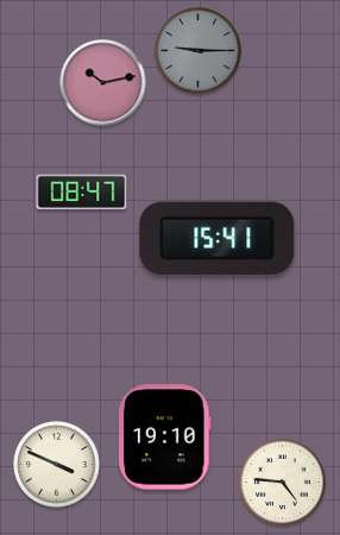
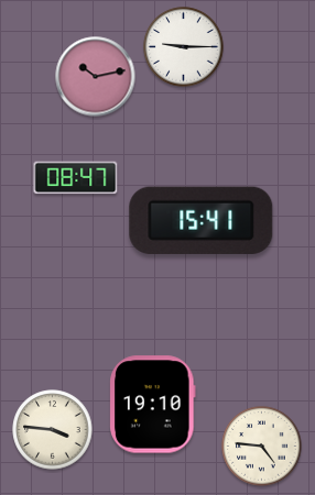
clock at (199, 51) dial: grey -> white
clock at (57, 465): 3:49 -> 3:46
